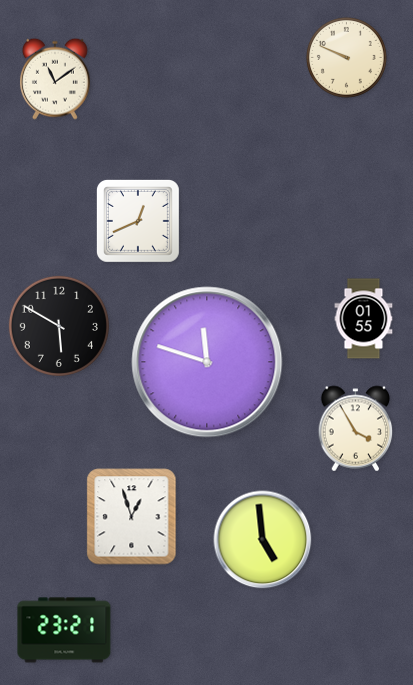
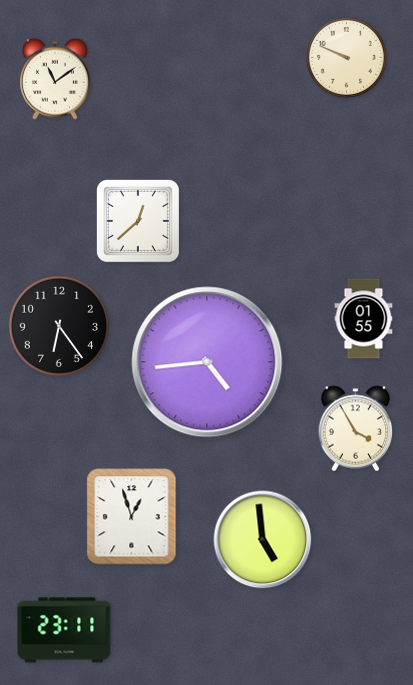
clock at (138, 221): 12:41 -> 12:38
clock at (59, 326): 5:50 -> 6:24
clock at (207, 362): 11:48 -> 4:44
clock at (64, 630): 23:21 -> 23:11
